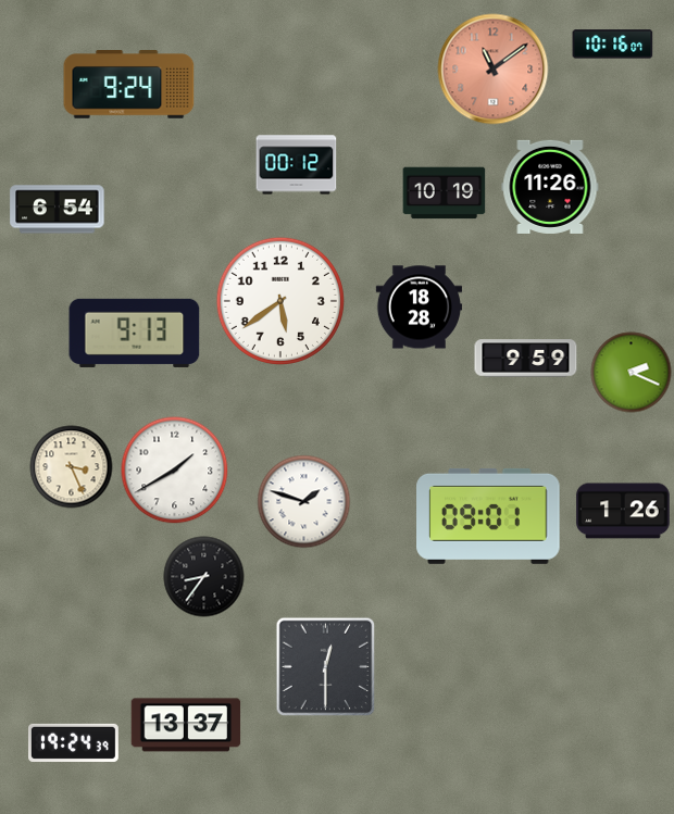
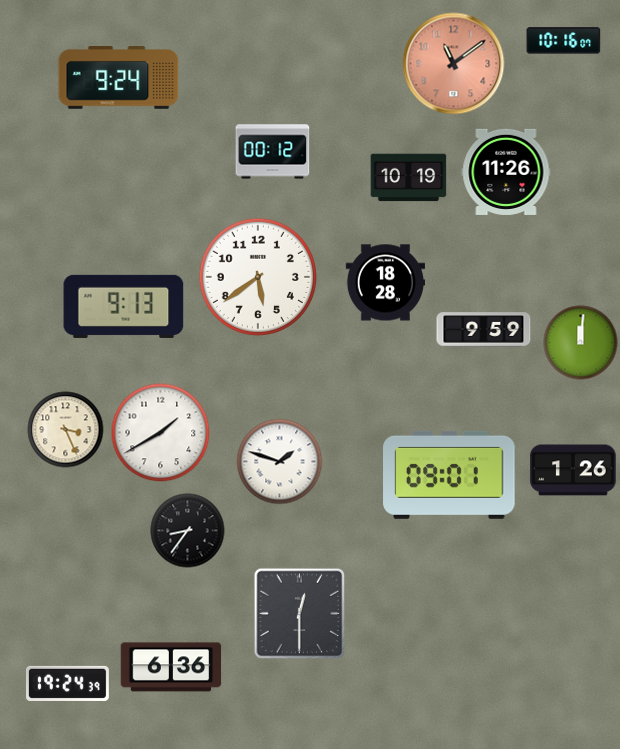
clock at (58, 210): 6:54 -> none
clock at (632, 373): 2:19 -> 12:01
clock at (186, 725): 13:37 -> 6:36
